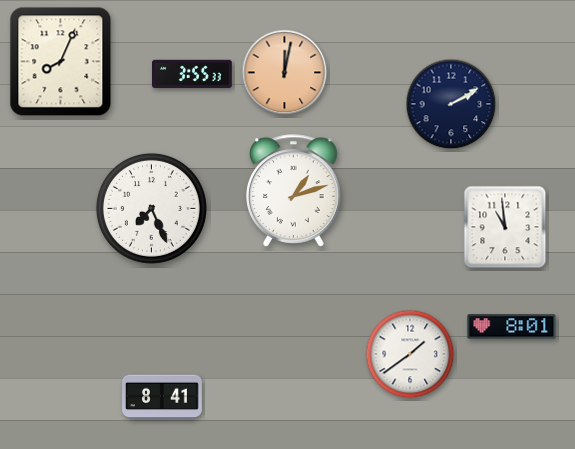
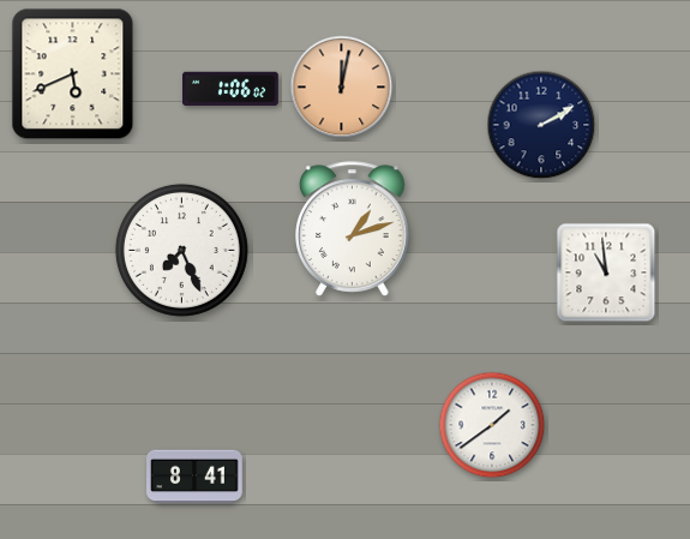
clock at (61, 62): 8:04 -> 5:41
clock at (192, 74): 3:55 -> 1:06
clock at (512, 327): 8:01 -> none
